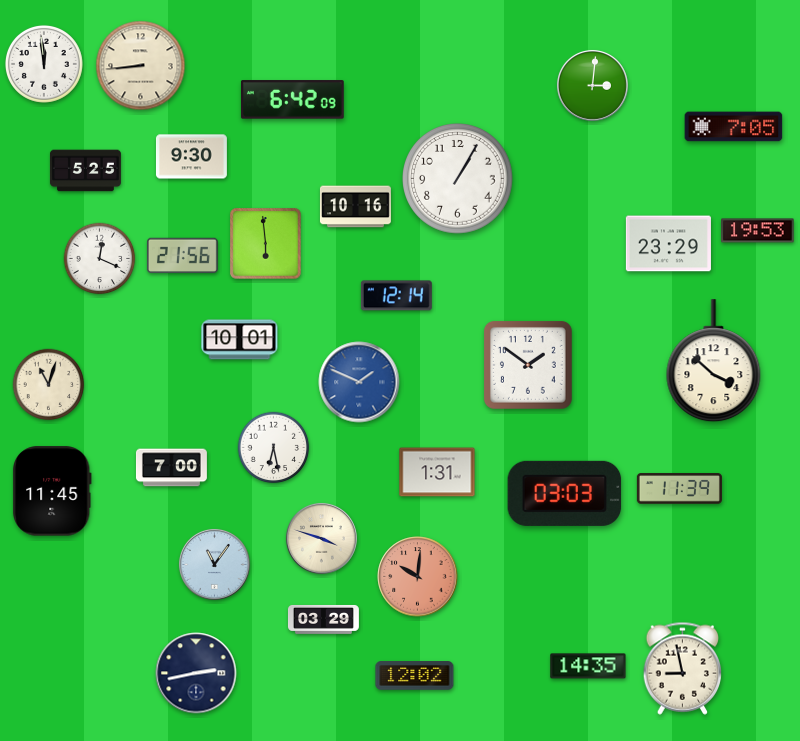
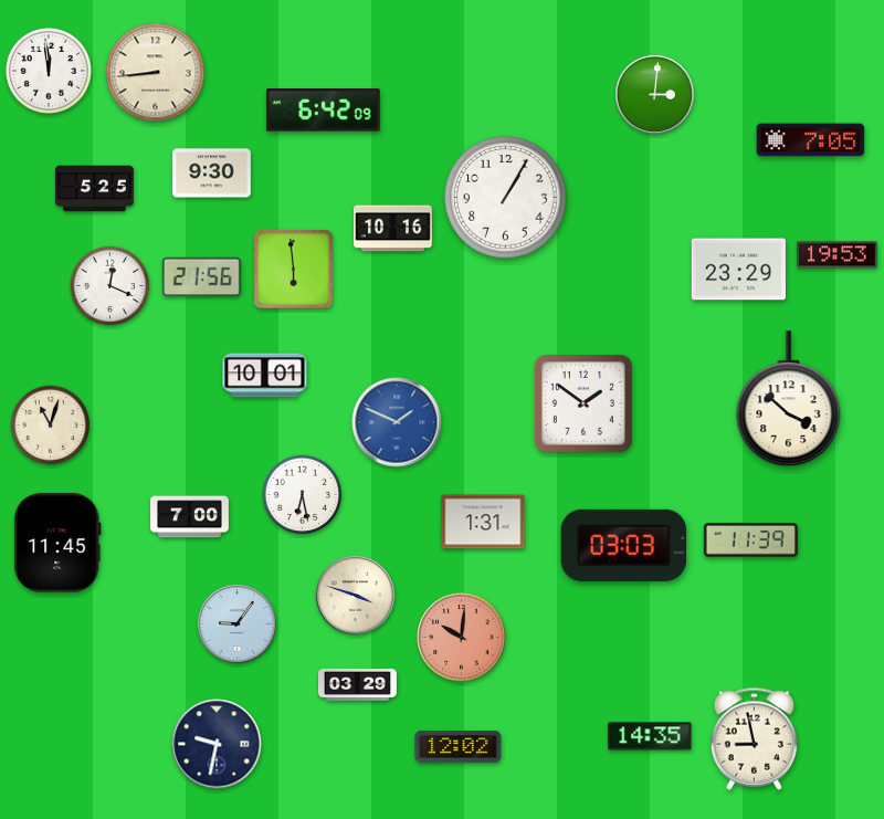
clock at (182, 256) position: (182, 256) -> (201, 277)
clock at (396, 296): 12:14 -> none
clock at (49, 385) position: (49, 385) -> (51, 426)
clock at (214, 564): 11:06 -> 9:06
clock at (196, 673): 2:43 -> 9:32
